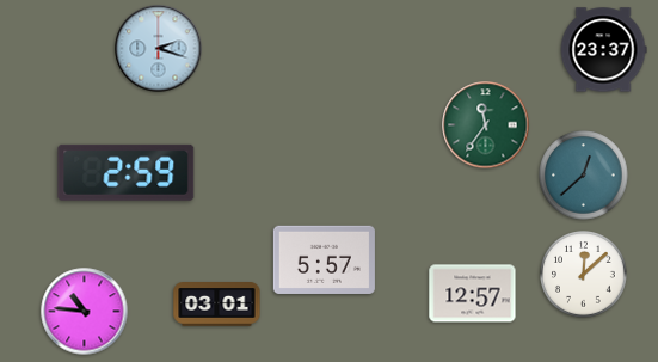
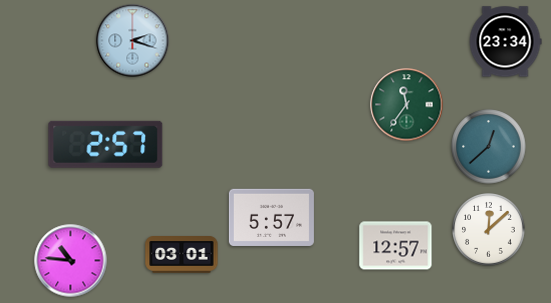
clock at (603, 50): 23:37 -> 23:34
clock at (127, 172): 2:59 -> 2:57
